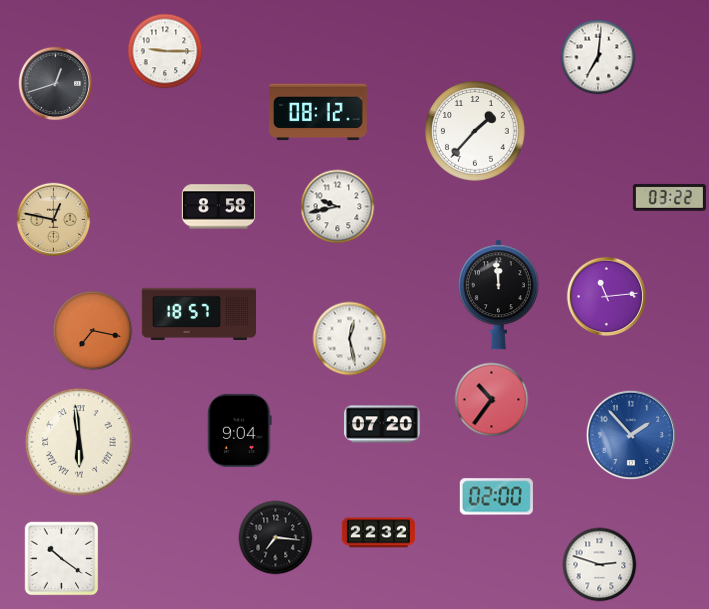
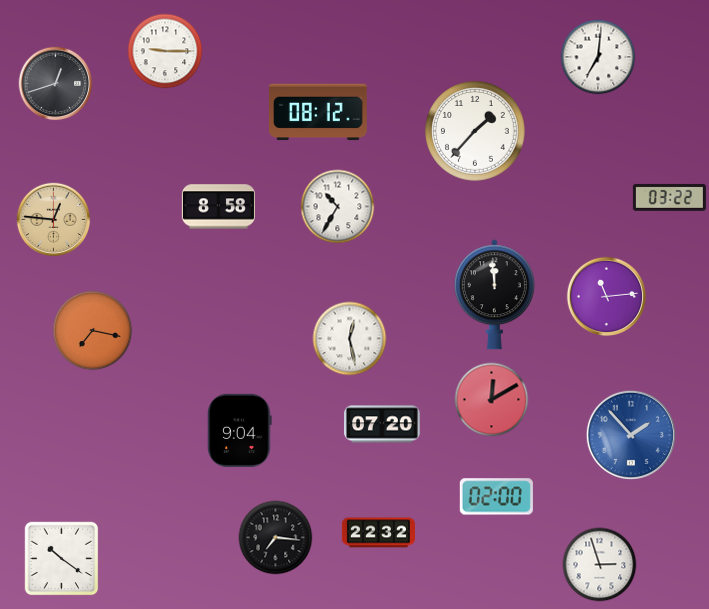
clock at (338, 207): 9:43 -> 10:35
clock at (54, 220): 12:47 -> 12:46
clock at (498, 295) position: (498, 295) -> (494, 295)
clock at (198, 313): 18:57 -> none
clock at (492, 400): 10:36 -> 12:10
clock at (79, 442): 5:59 -> none
clock at (600, 565): 2:48 -> 2:57
